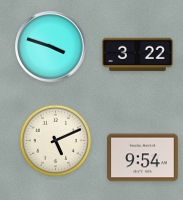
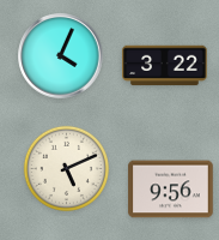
clock at (51, 47): 3:48 -> 4:04
clock at (143, 158): 9:54 -> 9:56
